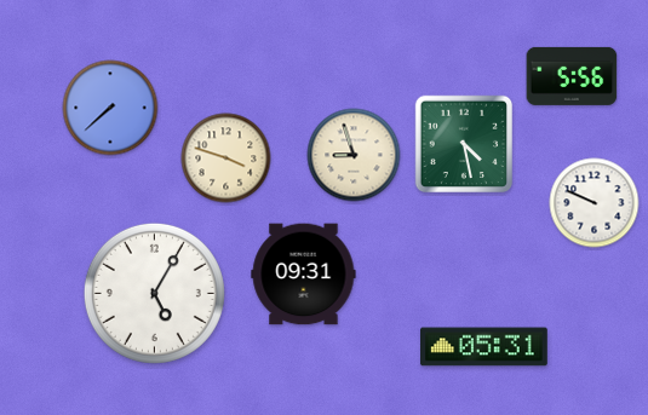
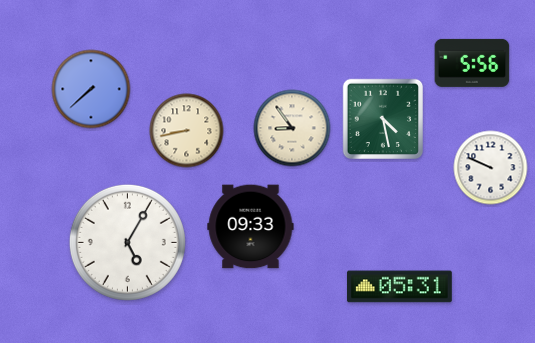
clock at (354, 155): 8:57 -> 8:54
clock at (226, 158): 3:48 -> 8:43
clock at (304, 275): 09:31 -> 09:33
